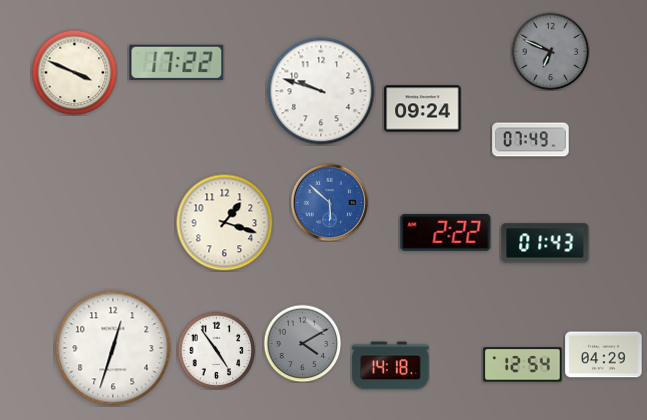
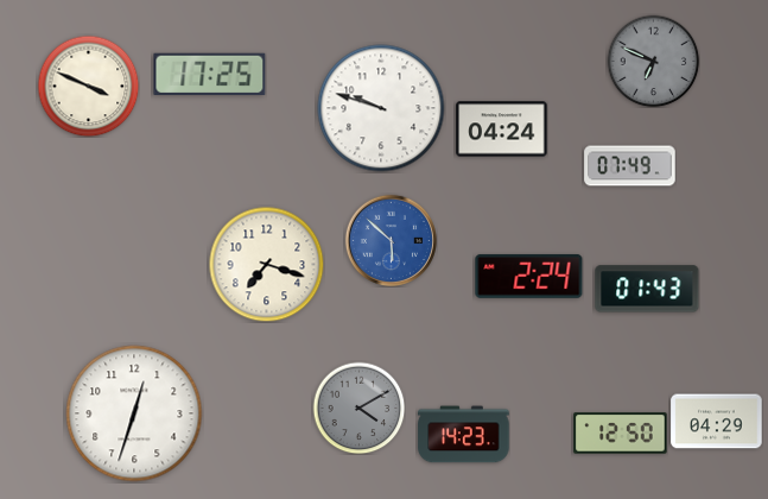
clock at (177, 62): 17:22 -> 17:25
clock at (423, 109): 09:24 -> 04:24
clock at (224, 222): 1:18 -> 7:18
clock at (446, 232): 2:22 -> 2:24
clock at (216, 350): 4:54 -> none
clock at (523, 365): 12:54 -> 12:50
clock at (391, 366): 14:18 -> 14:23
